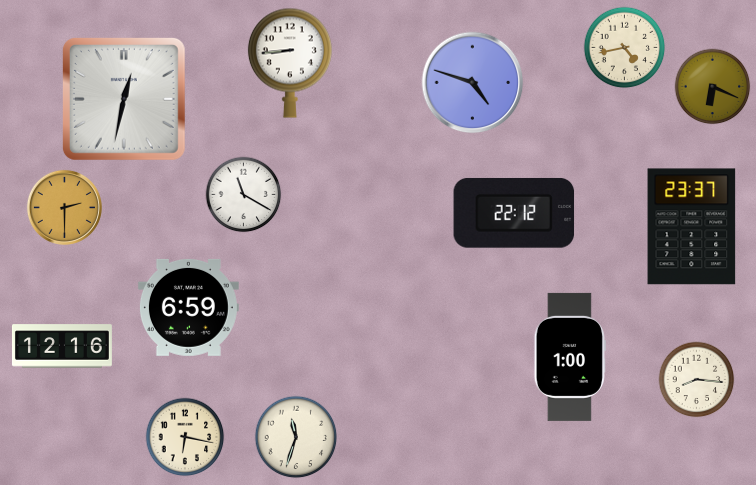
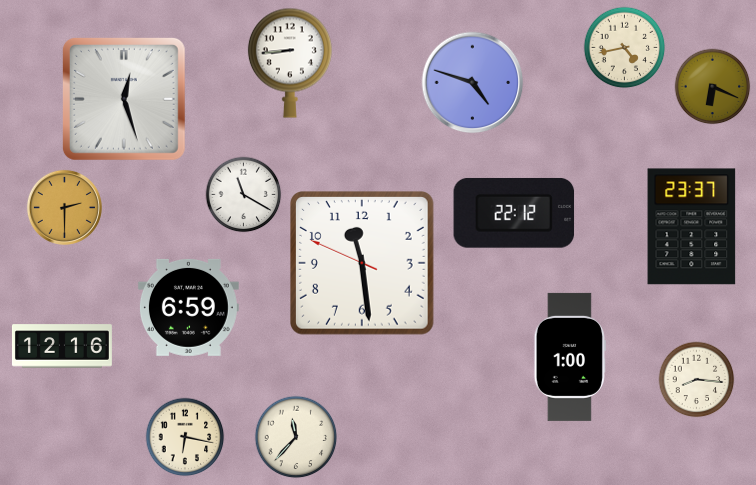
clock at (124, 99): 12:32 -> 12:27
clock at (363, 264): none -> 11:28
clock at (296, 437): 11:33 -> 11:37
